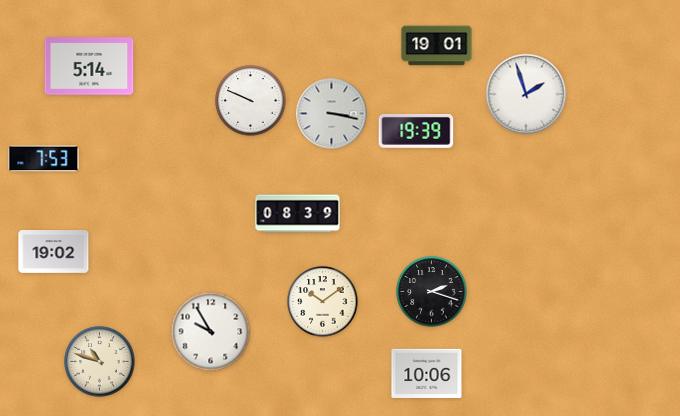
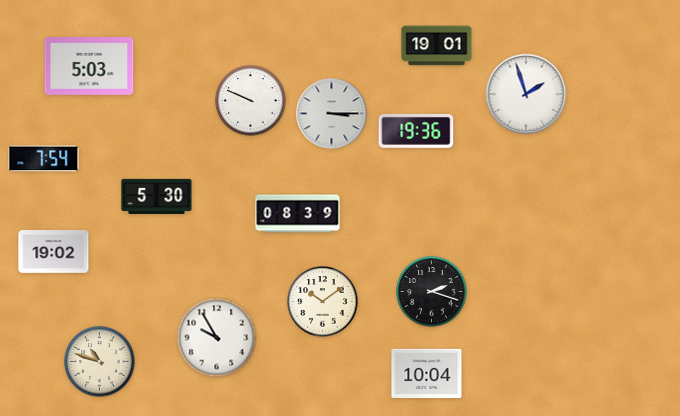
clock at (89, 66): 5:14 -> 5:03
clock at (332, 114): 3:17 -> 3:15
clock at (416, 131): 19:39 -> 19:36
clock at (44, 159): 7:53 -> 7:54
clock at (157, 196): none -> 5:30
clock at (211, 332) position: (211, 332) -> (217, 338)
clock at (427, 373): 10:06 -> 10:04
